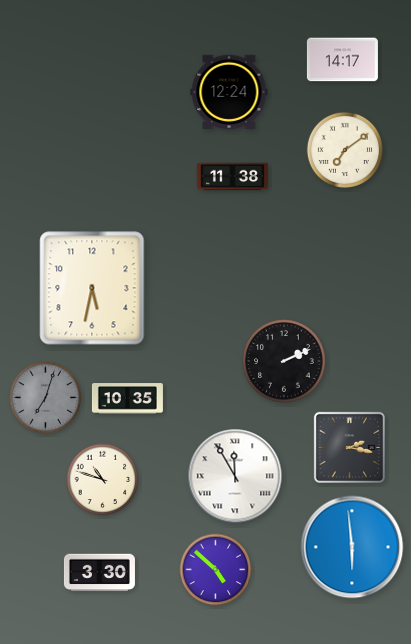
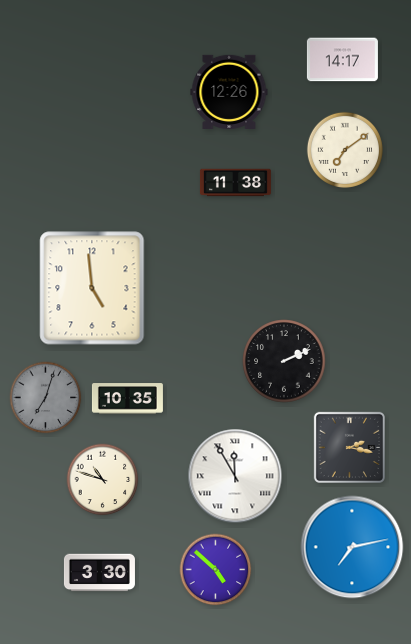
clock at (229, 92): 12:24 -> 12:26
clock at (232, 177) position: (232, 177) -> (235, 183)
clock at (92, 288): 5:32 -> 4:59
clock at (352, 547): 5:59 -> 7:13
